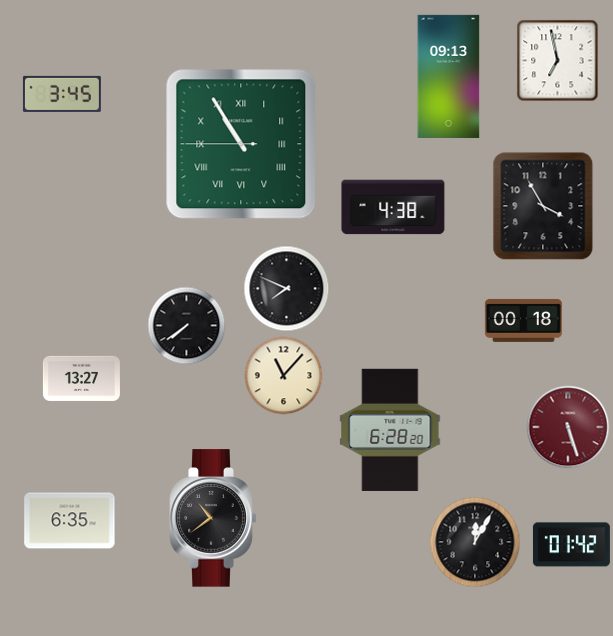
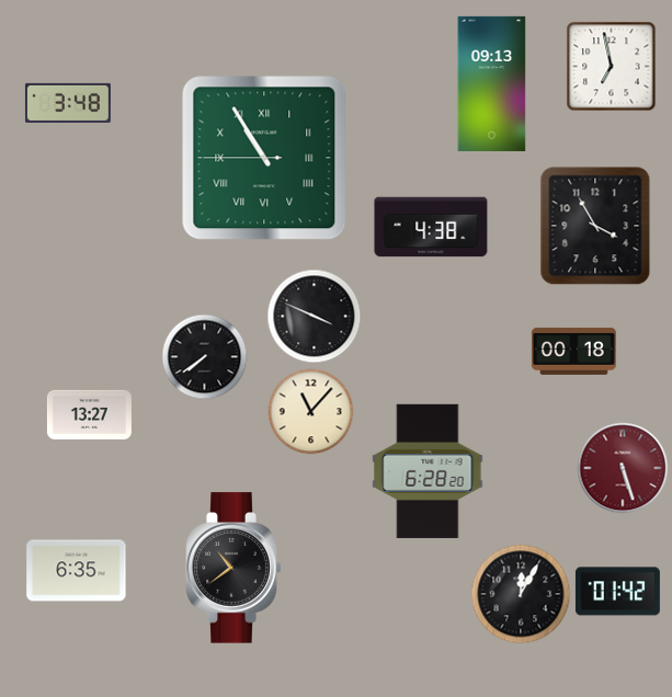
clock at (62, 94): 3:45 -> 3:48
clock at (286, 288): 7:49 -> 3:49
clock at (571, 545) position: (571, 545) -> (617, 592)
